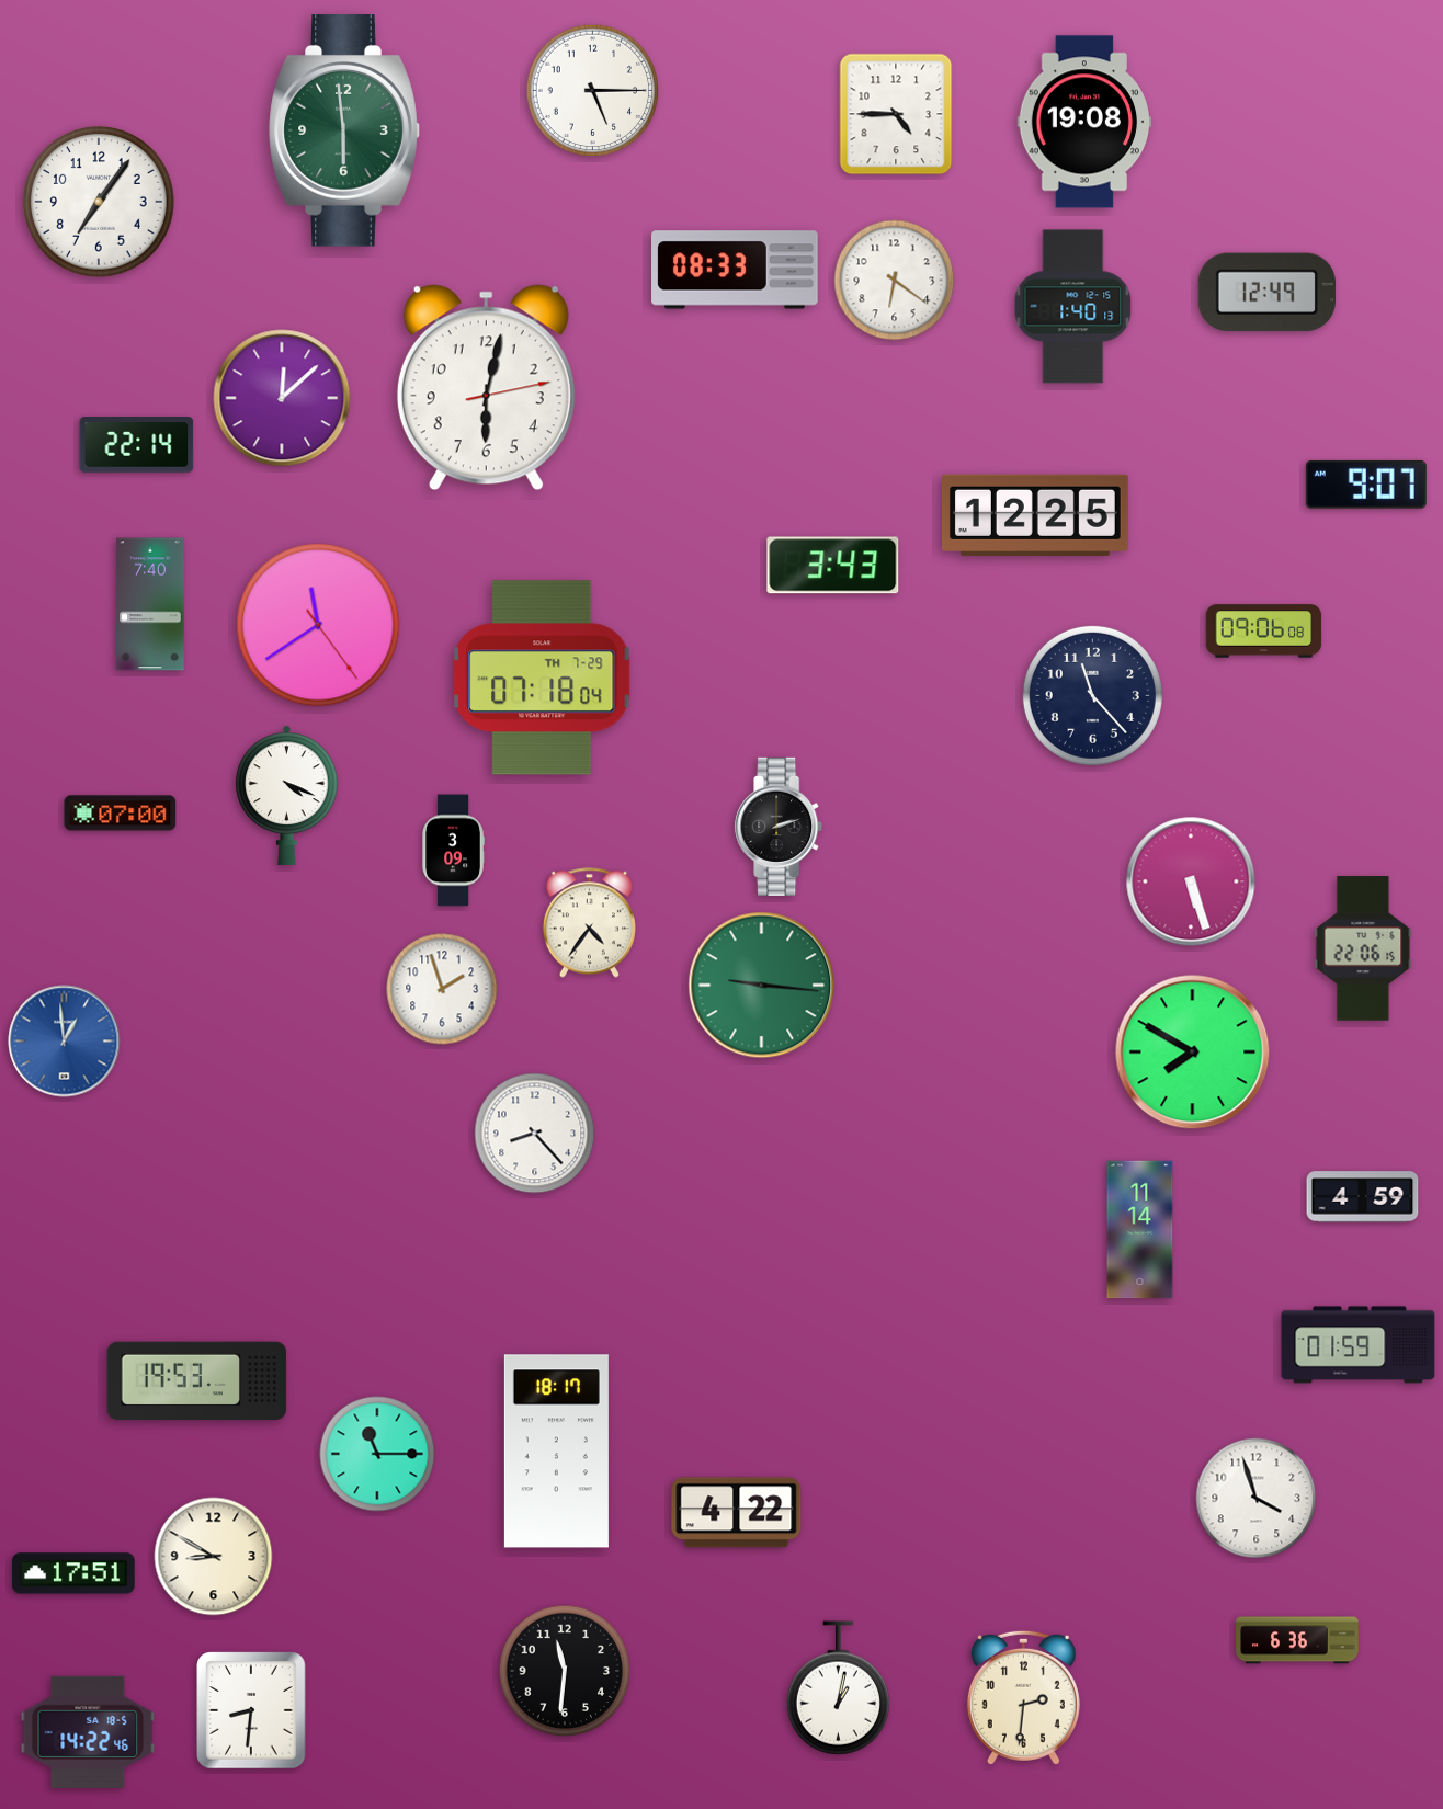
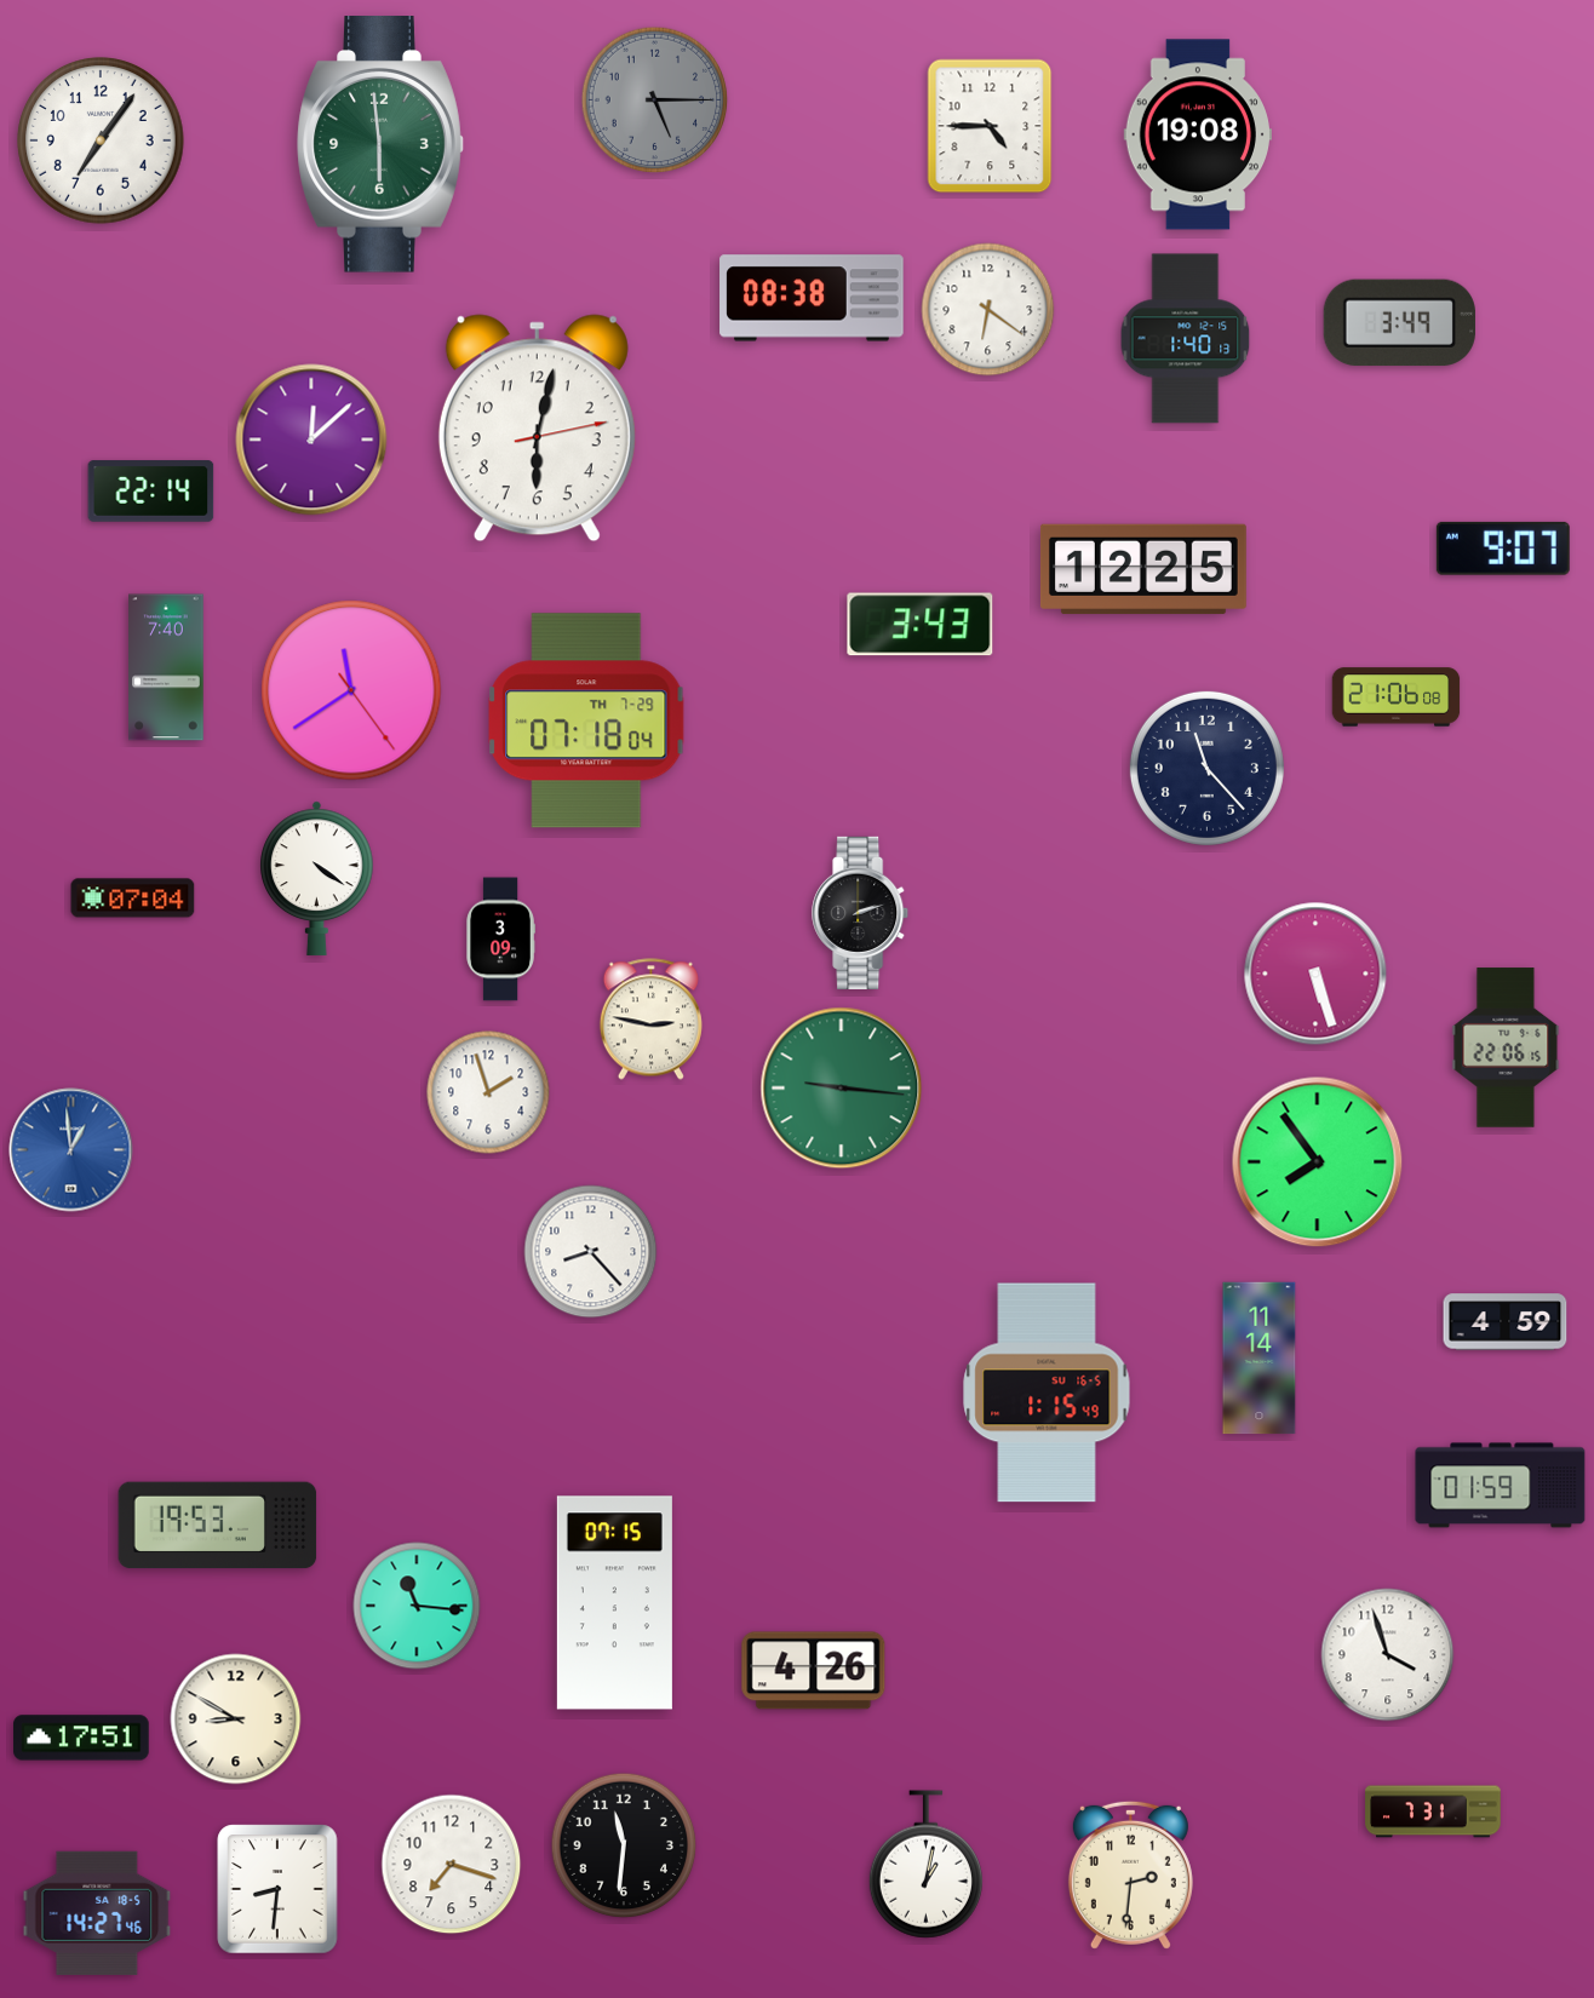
clock at (593, 91) dial: white -> grey
clock at (99, 202) position: (99, 202) -> (101, 140)
clock at (735, 270): 08:33 -> 08:38
clock at (1266, 293): 12:49 -> 3:49
clock at (1366, 485) position: (1366, 485) -> (1503, 549)
clock at (1264, 632): 09:06 -> 21:06
clock at (542, 678) position: (542, 678) -> (586, 720)
clock at (287, 795): 4:19 -> 4:21
clock at (121, 814): 07:00 -> 07:04
clock at (589, 923): 4:36 -> 2:47
clock at (1193, 1053): 7:50 -> 7:54
clock at (1047, 1393): none -> 1:15
clock at (556, 1452): 18:17 -> 07:15
clock at (377, 1454): 11:15 -> 11:16
clock at (737, 1513): 4:22 -> 4:26
clock at (1297, 1640): 6:36 -> 7:31
clock at (452, 1865): none -> 7:18
clock at (88, 1732): 14:22 -> 14:27
